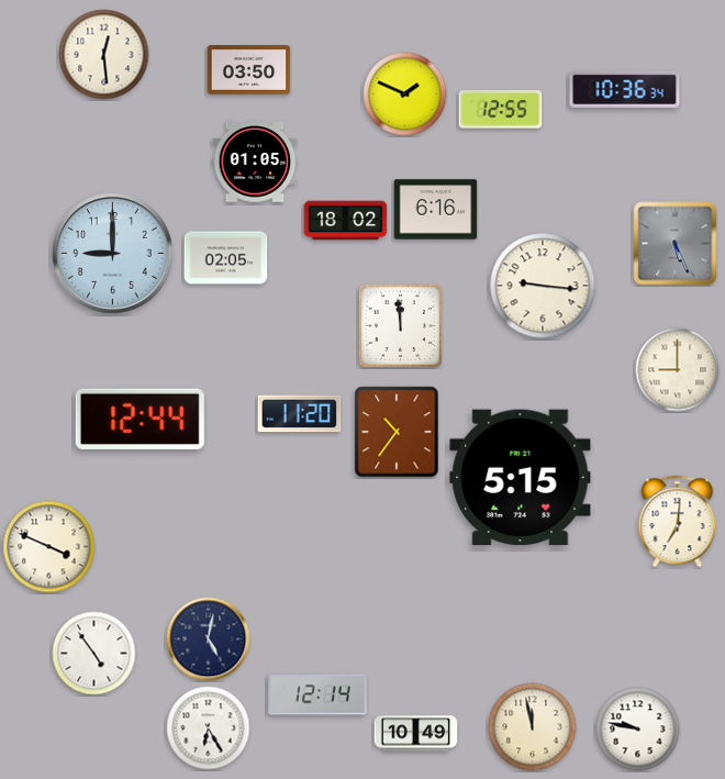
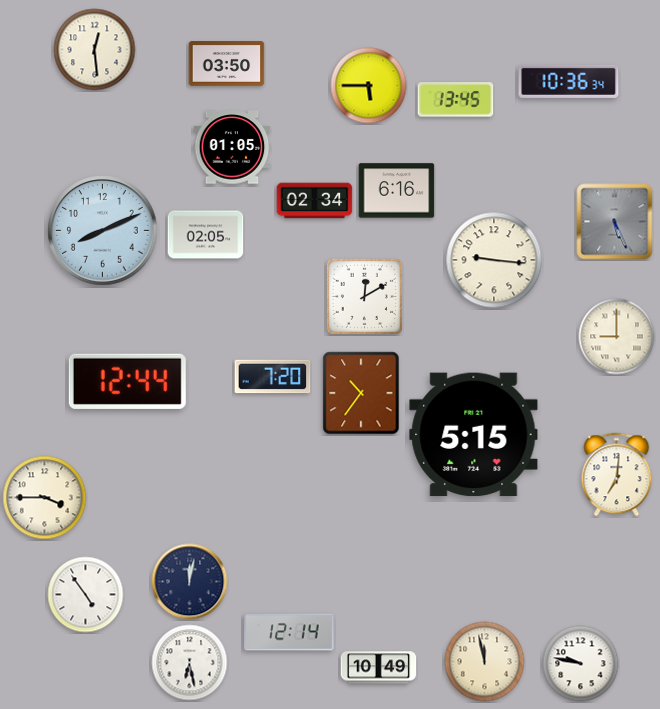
clock at (405, 94): 1:49 -> 5:45
clock at (501, 110): 12:55 -> 13:45
clock at (346, 221): 18:02 -> 02:34
clock at (113, 254): 9:00 -> 8:11
clock at (400, 325): 11:59 -> 12:10
clock at (300, 414): 11:20 -> 7:20
clock at (49, 547): 3:49 -> 3:45
clock at (209, 639): 5:02 -> 12:02
clock at (209, 728): 6:25 -> 6:28
